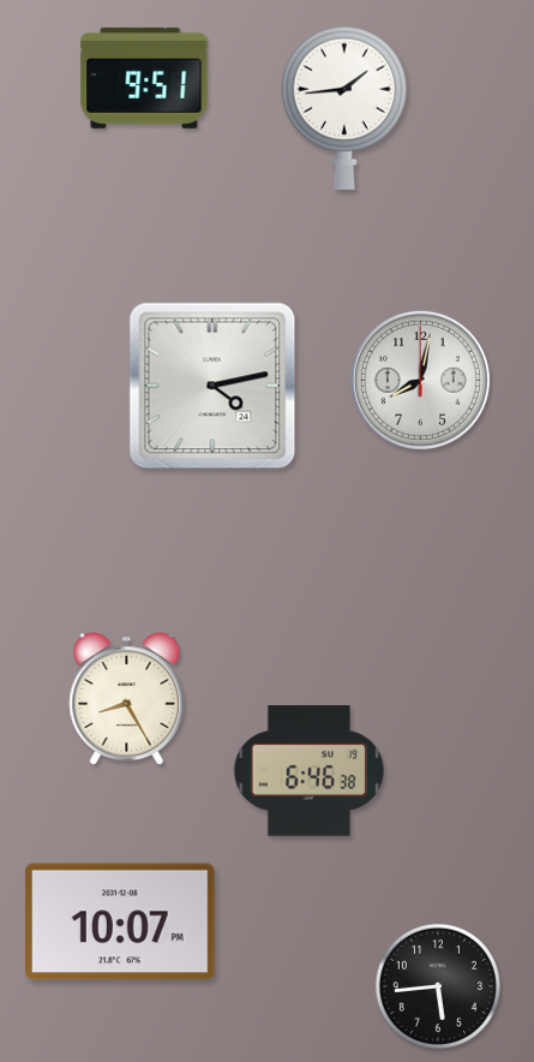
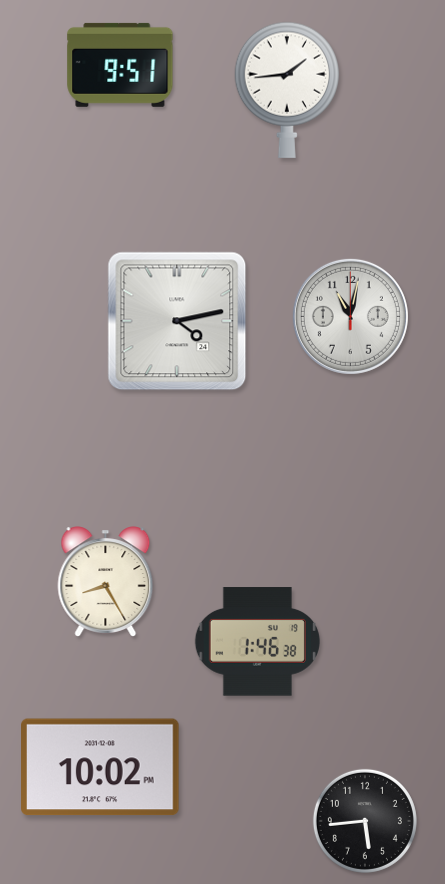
clock at (420, 380): 8:02 -> 11:02
clock at (308, 771): 6:46 -> 1:46
clock at (121, 921): 10:07 -> 10:02
